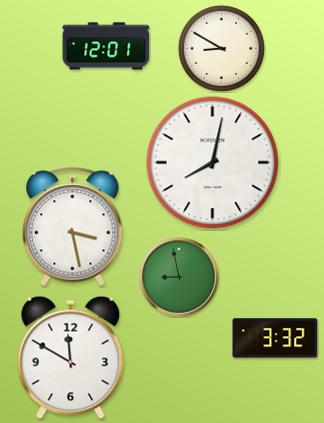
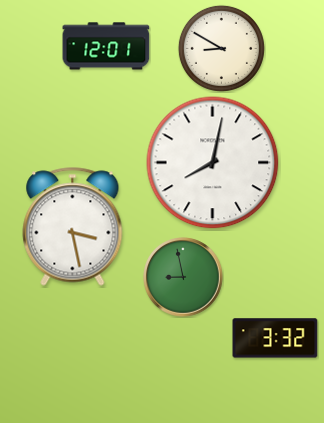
clock at (179, 277) position: (179, 277) -> (183, 277)
clock at (71, 357): 11:50 -> none
